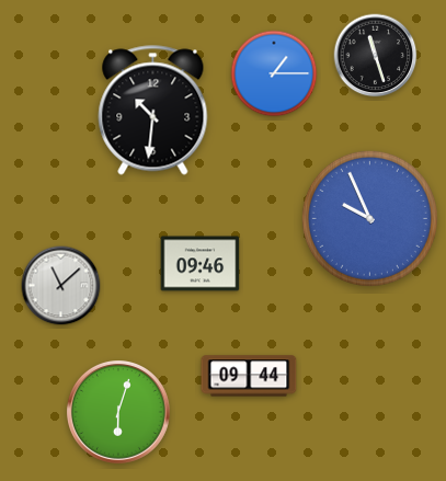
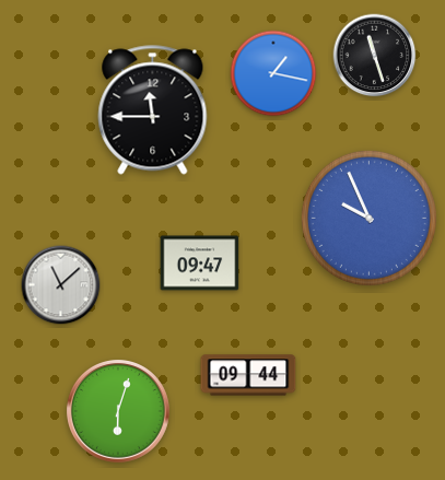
clock at (274, 73): 1:15 -> 1:17
clock at (153, 111): 10:31 -> 11:45
clock at (201, 264): 09:46 -> 09:47
